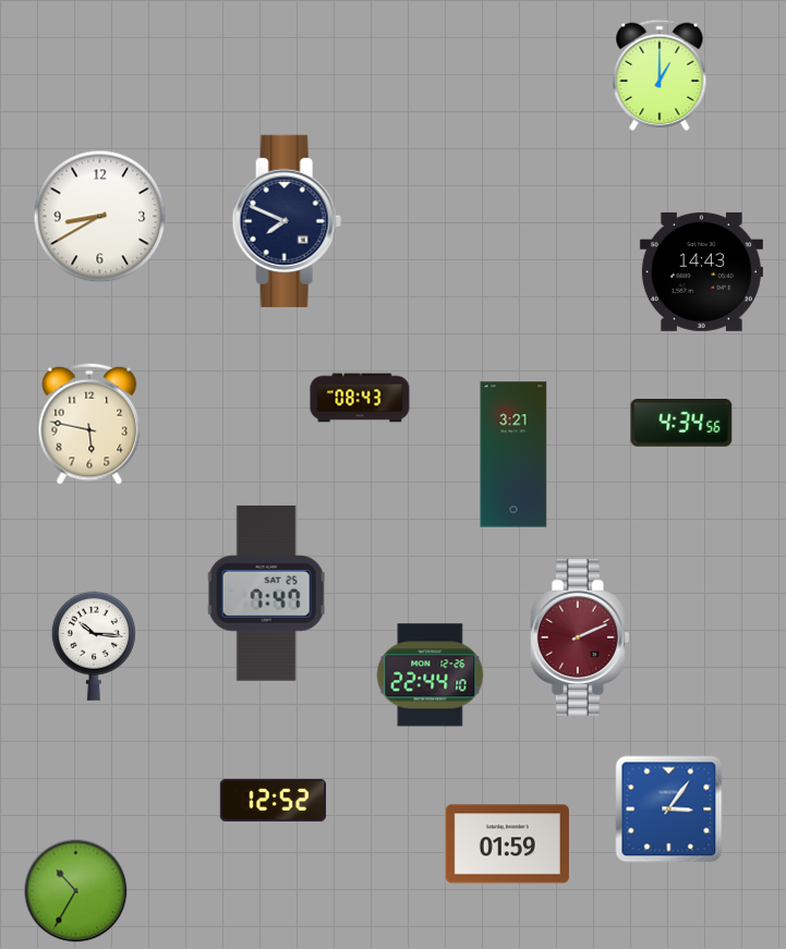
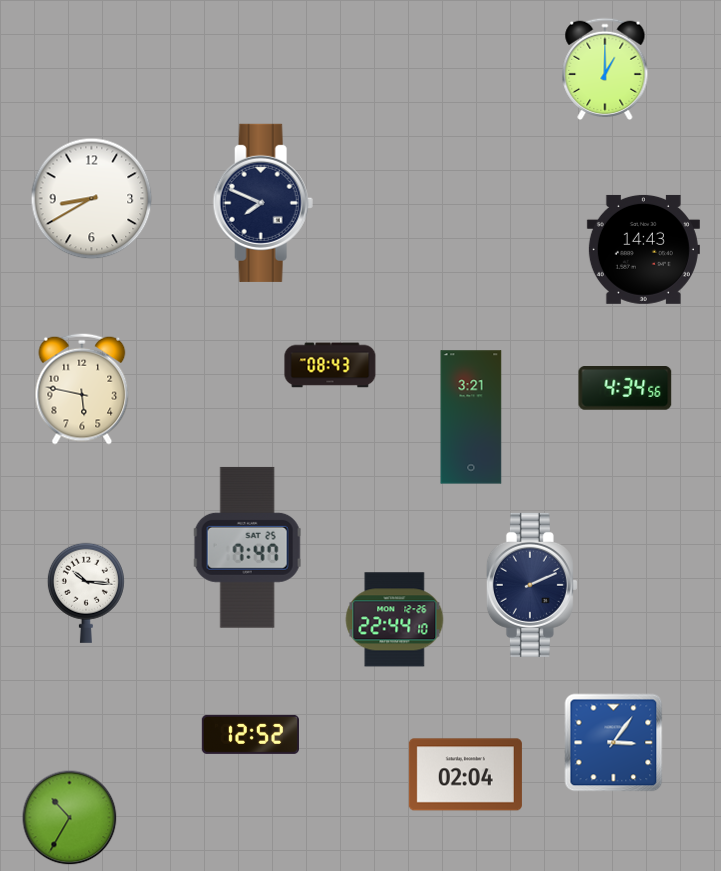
clock at (266, 593) position: (266, 593) -> (247, 547)
clock at (580, 637) dial: burgundy -> navy
clock at (507, 844): 01:59 -> 02:04
